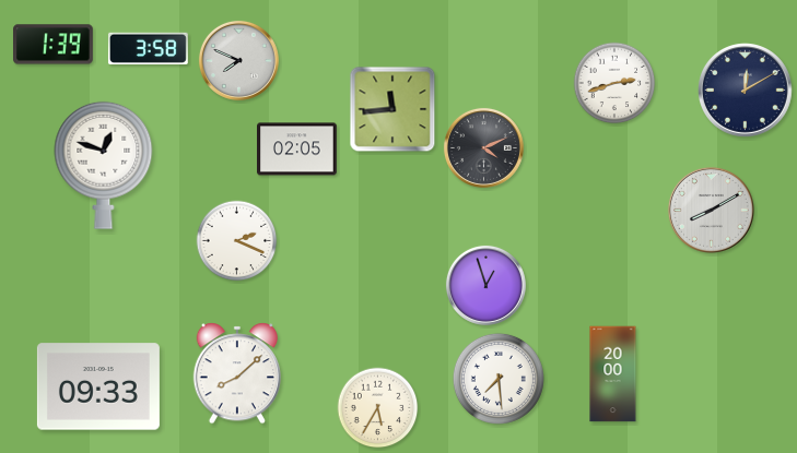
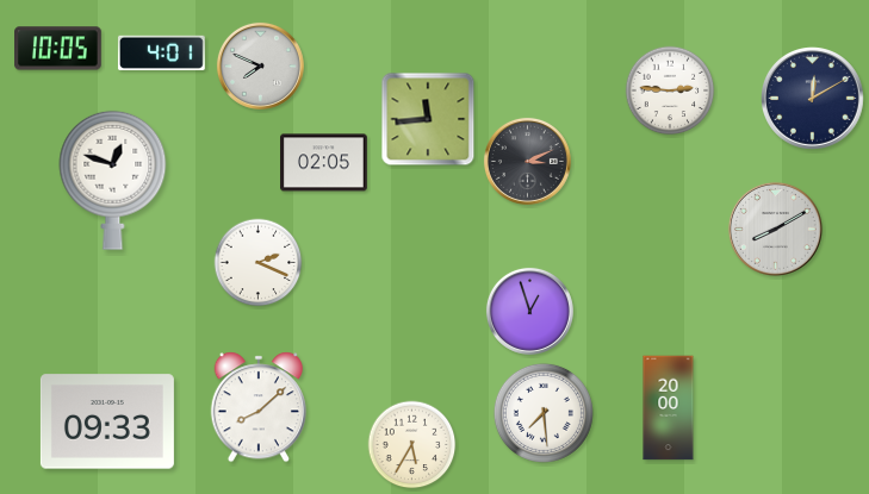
clock at (54, 45): 1:39 -> 10:05
clock at (149, 48): 3:58 -> 4:01
clock at (614, 83): 2:42 -> 2:46
clock at (483, 147): 4:11 -> 3:11
